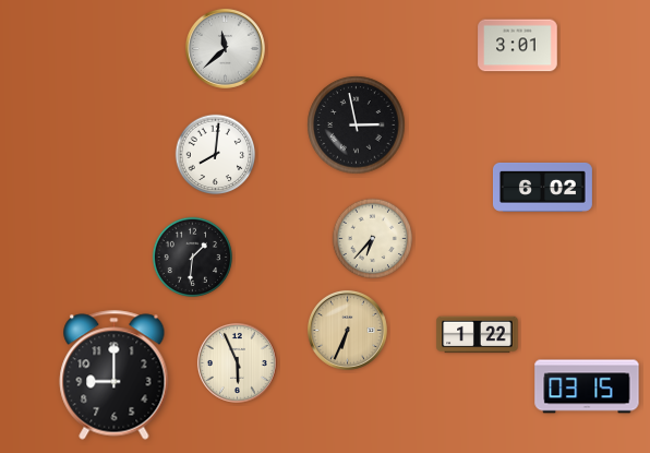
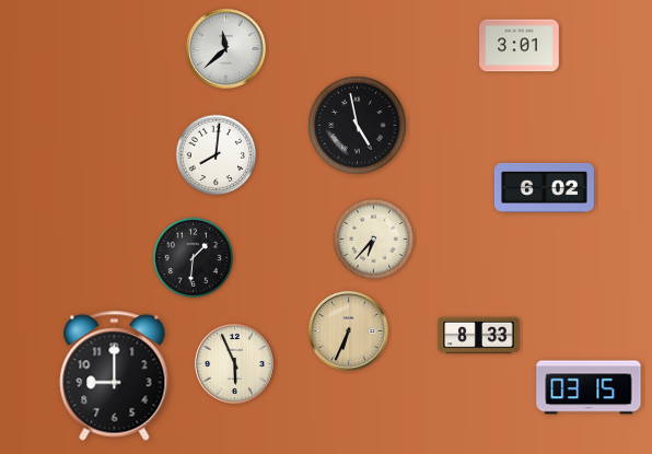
clock at (357, 126): 2:58 -> 4:58
clock at (478, 335): 1:22 -> 8:33
clock at (237, 362) position: (237, 362) -> (234, 363)
